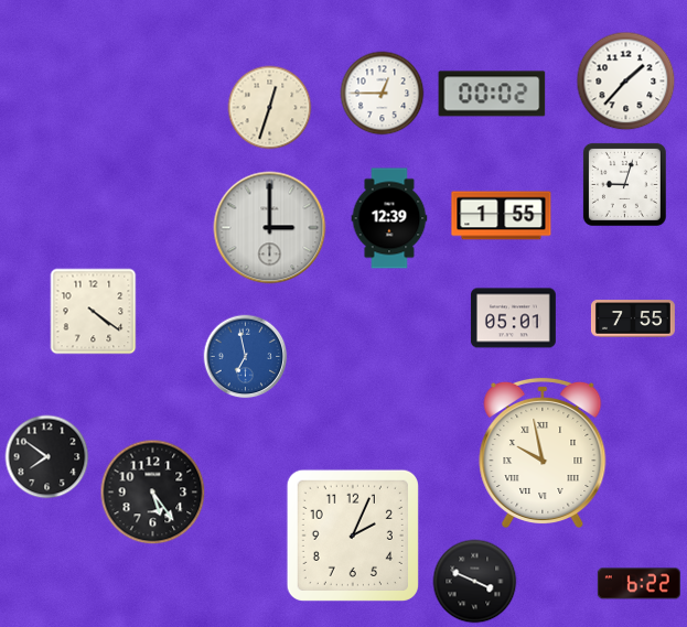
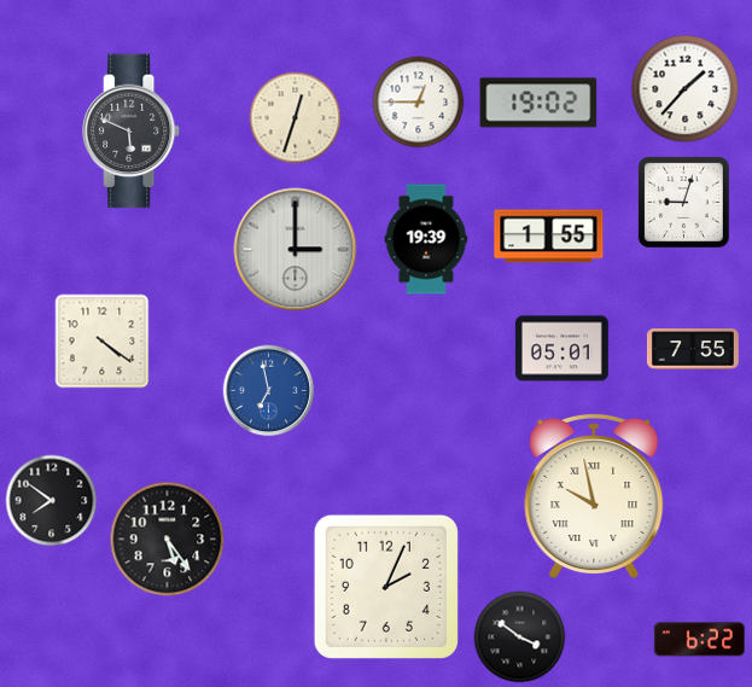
clock at (492, 94): 00:02 -> 19:02
clock at (132, 132): none -> 5:49
clock at (389, 218): 12:39 -> 19:39
clock at (475, 582): 3:49 -> 3:51
